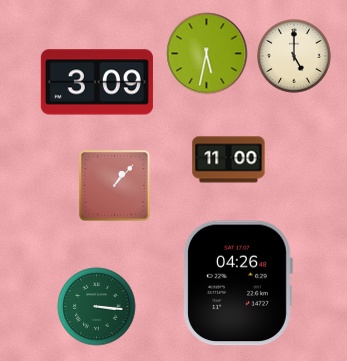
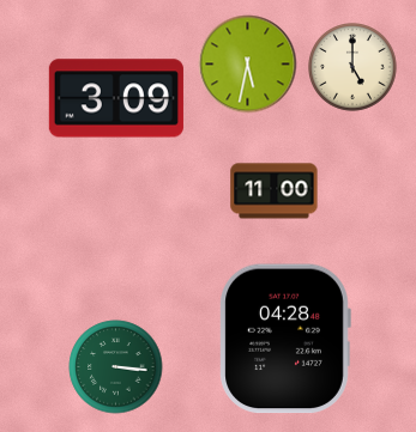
clock at (115, 186): 1:07 -> none
clock at (238, 283): 04:26 -> 04:28
